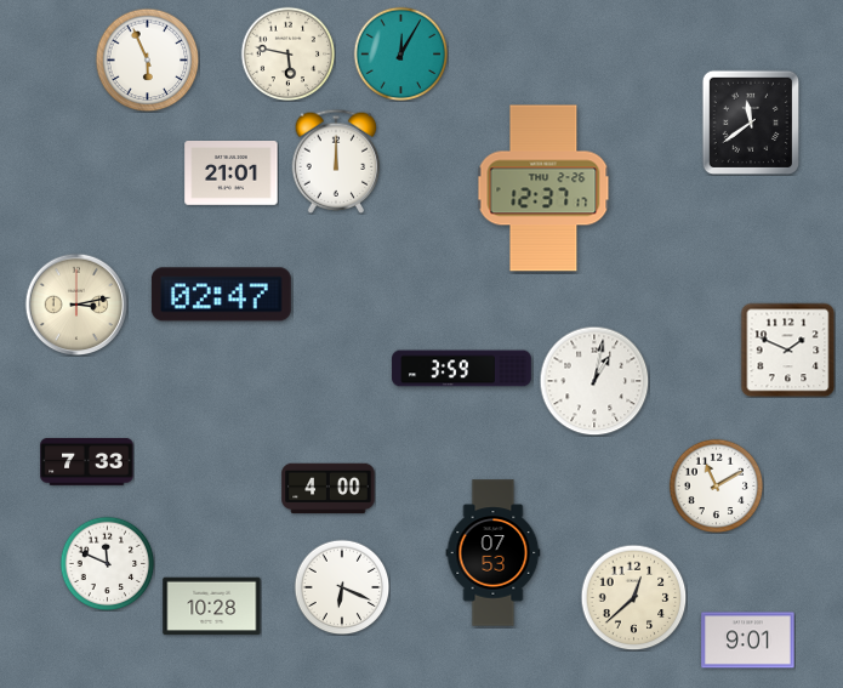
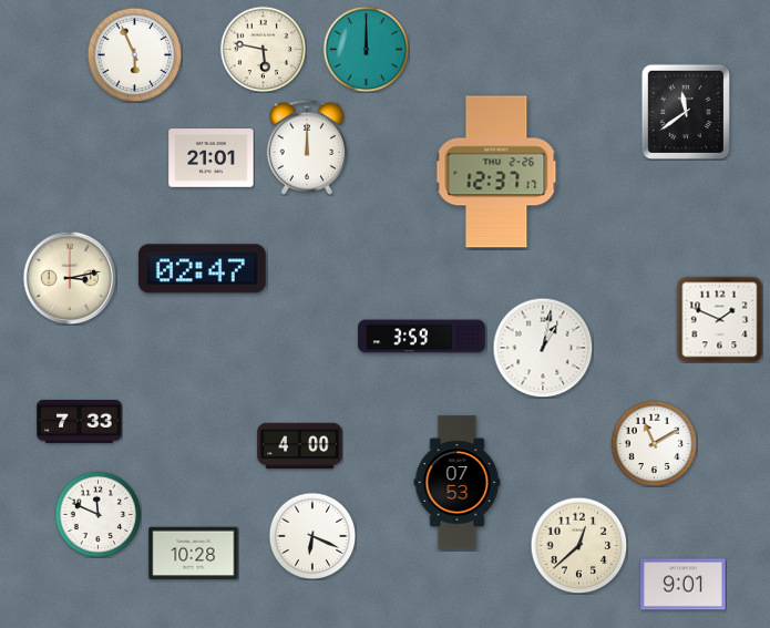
clock at (400, 53): 12:05 -> 12:00
clock at (494, 553) position: (494, 553) -> (458, 483)
